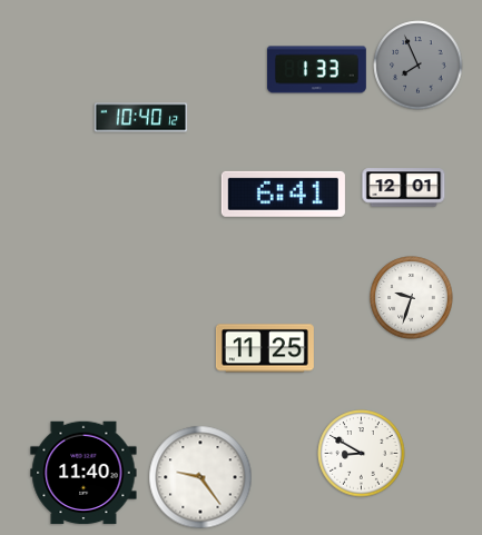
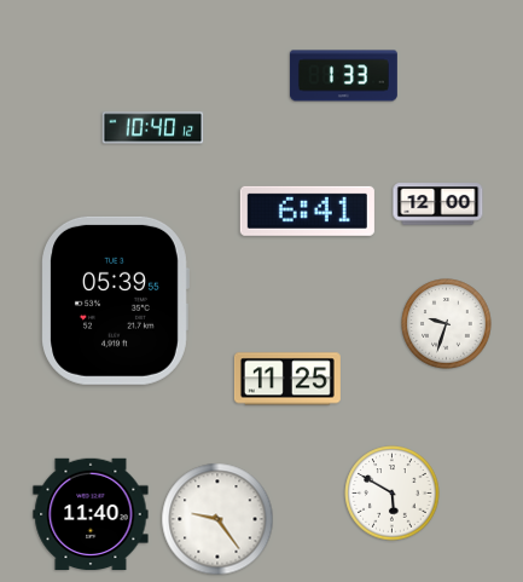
clock at (419, 66): 7:56 -> none
clock at (404, 188): 12:01 -> 12:00
clock at (115, 300): none -> 05:39
clock at (362, 454): 8:50 -> 5:50
